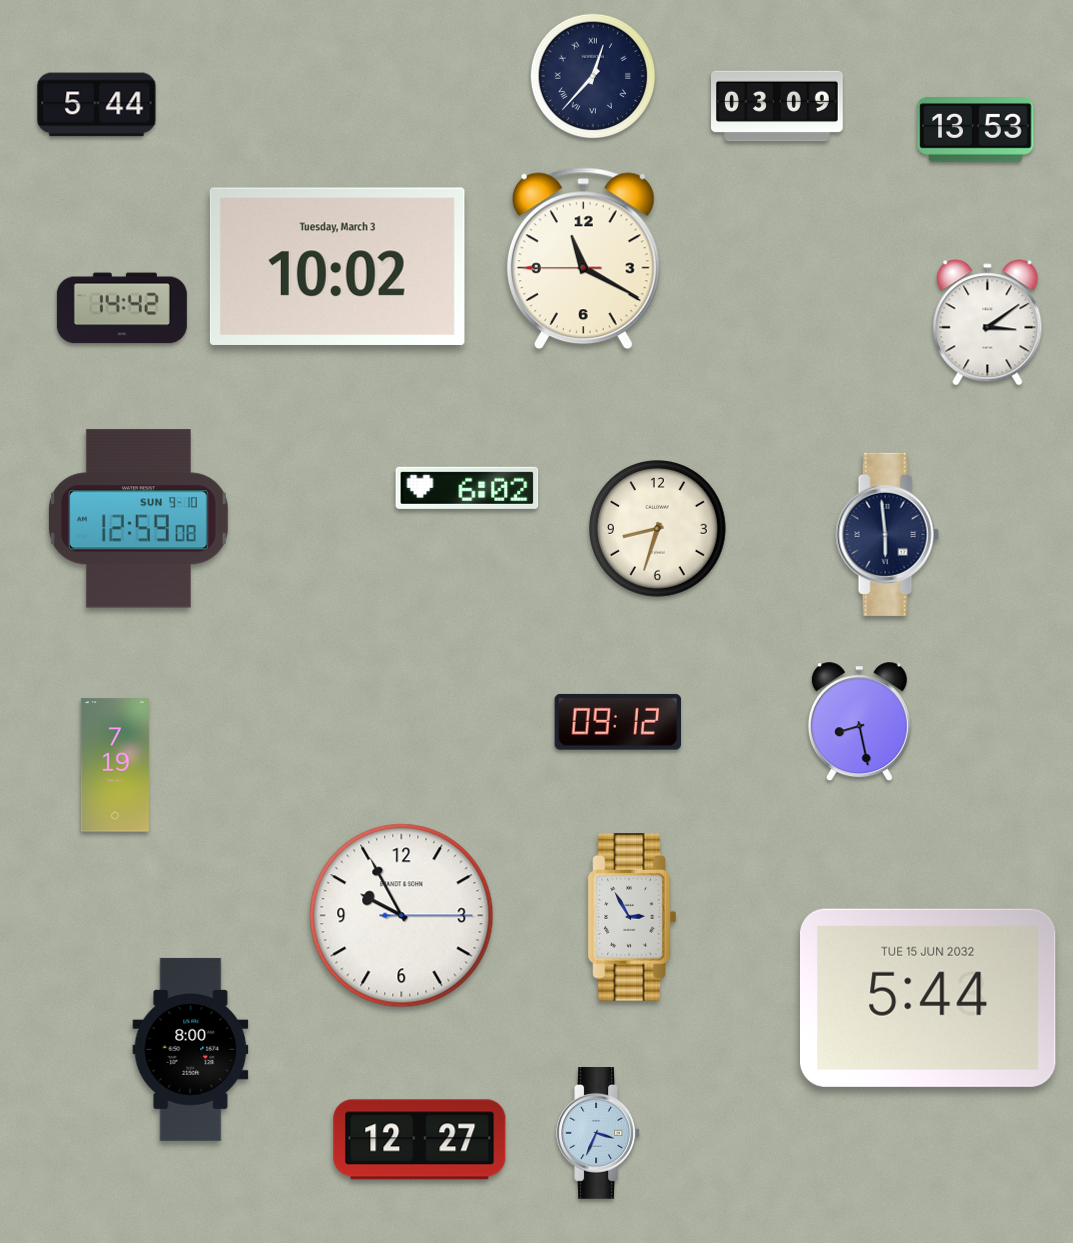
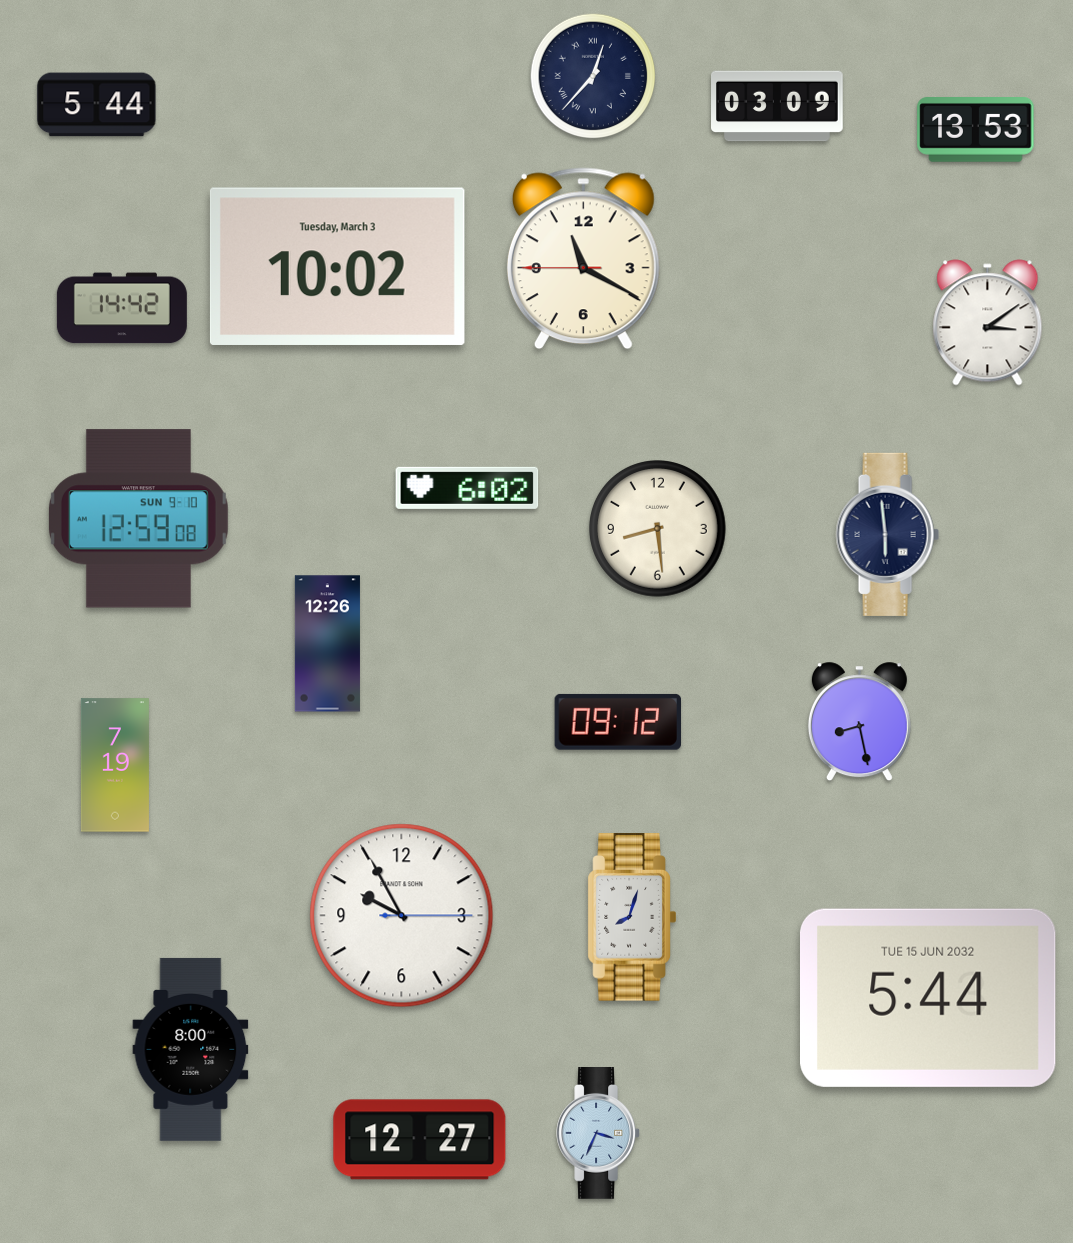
clock at (658, 529): 8:33 -> 8:29
clock at (327, 644): none -> 12:26
clock at (632, 917): 2:55 -> 8:03
